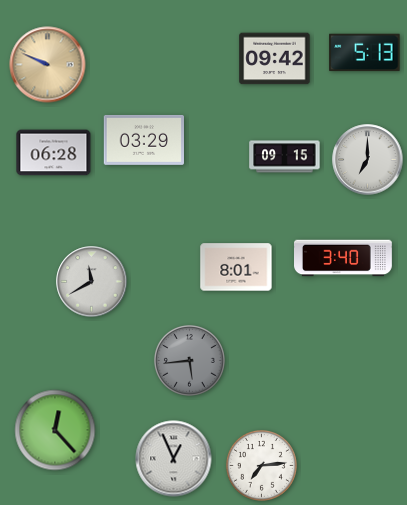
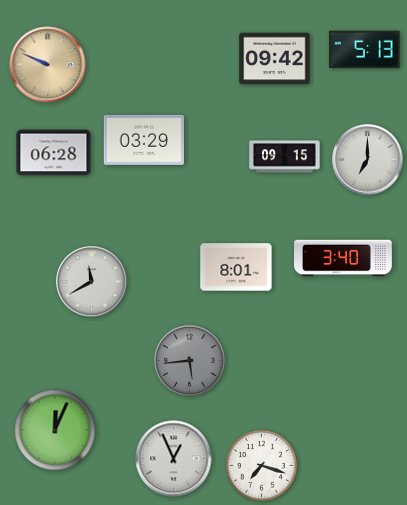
clock at (365, 53) position: (365, 53) -> (365, 50)
clock at (55, 430): 12:23 -> 12:04
clock at (261, 465): 7:14 -> 7:18
